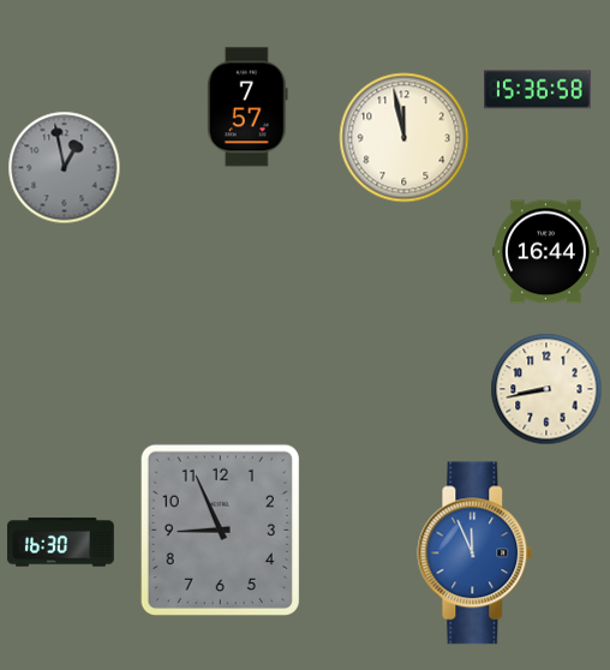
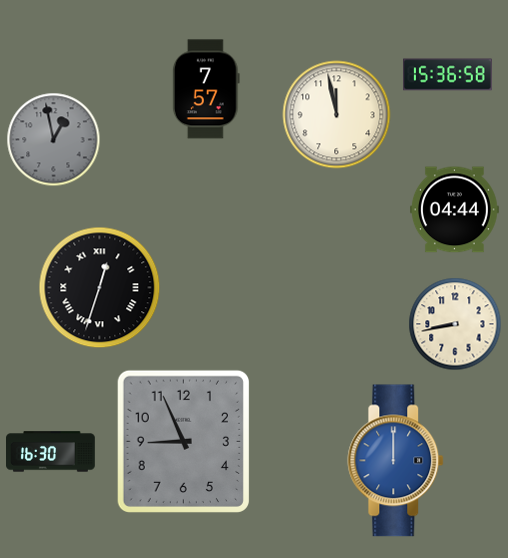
clock at (546, 252): 16:44 -> 04:44
clock at (100, 288): none -> 12:33
clock at (476, 554): 11:56 -> 12:00
